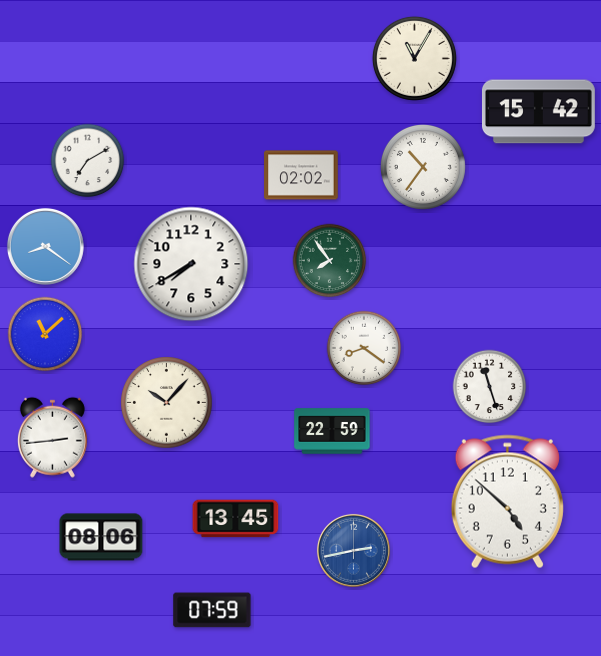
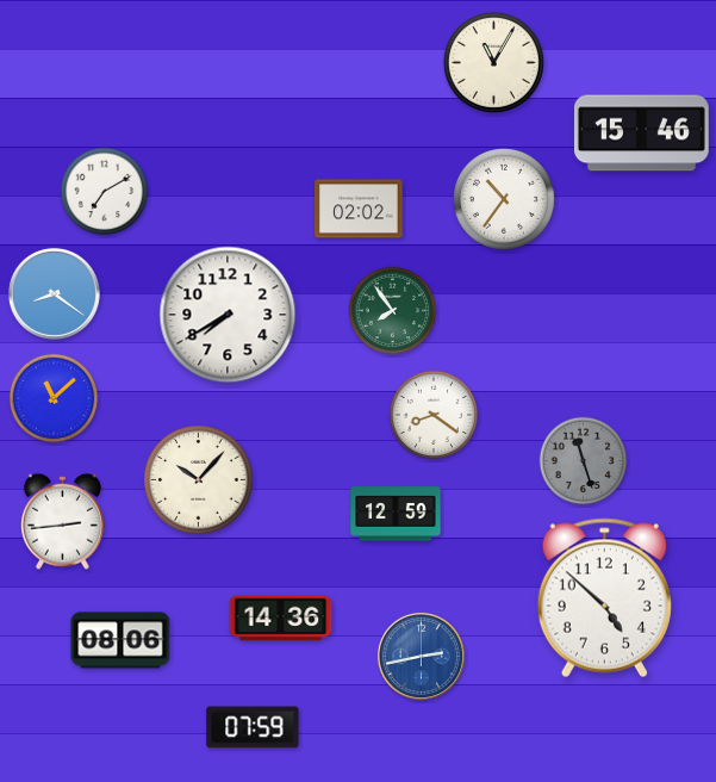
clock at (414, 58) position: (414, 58) -> (493, 62)
clock at (538, 112): 15:42 -> 15:46
clock at (490, 387) dial: white -> grey
clock at (332, 431): 22:59 -> 12:59
clock at (236, 519): 13:45 -> 14:36
